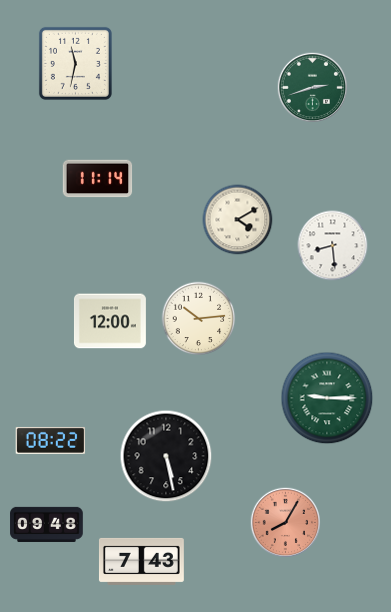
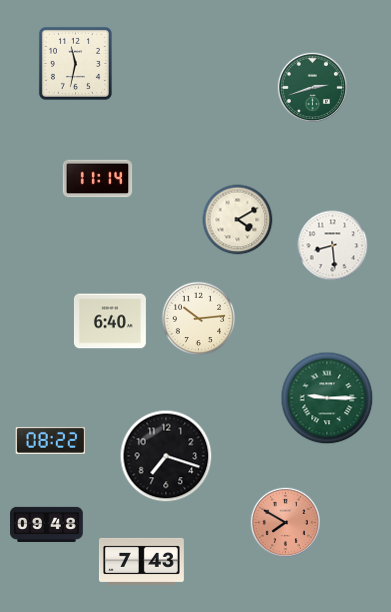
clock at (110, 321): 12:00 -> 6:40
clock at (166, 456): 5:28 -> 7:18
clock at (285, 522): 8:05 -> 7:50
